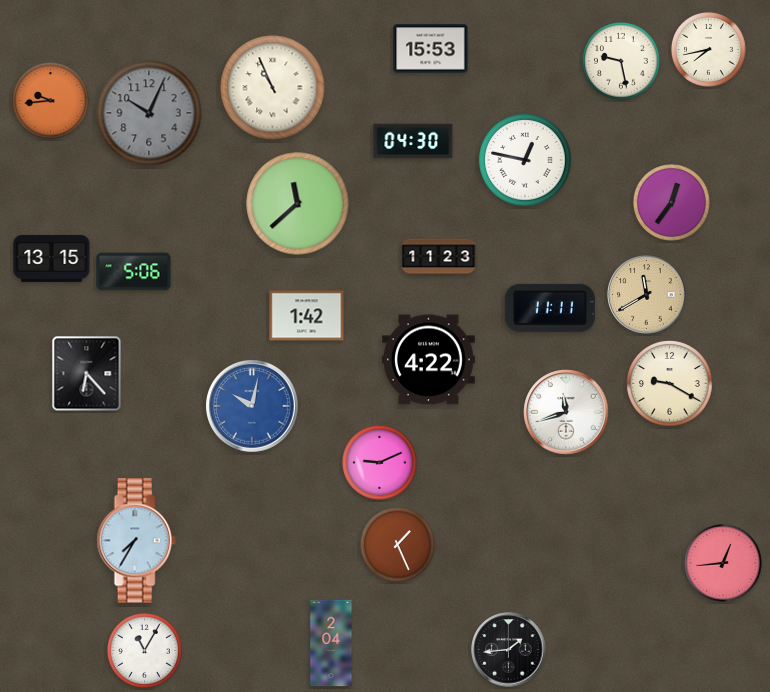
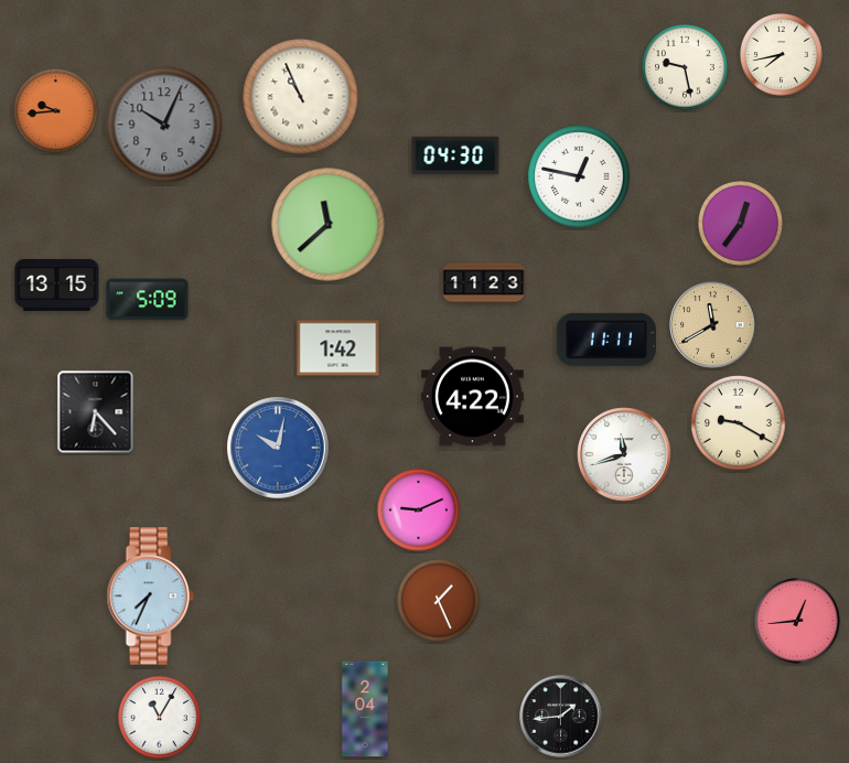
clock at (431, 49): 15:53 -> none
clock at (134, 272): 5:06 -> 5:09
clock at (136, 541): 7:35 -> 7:34
